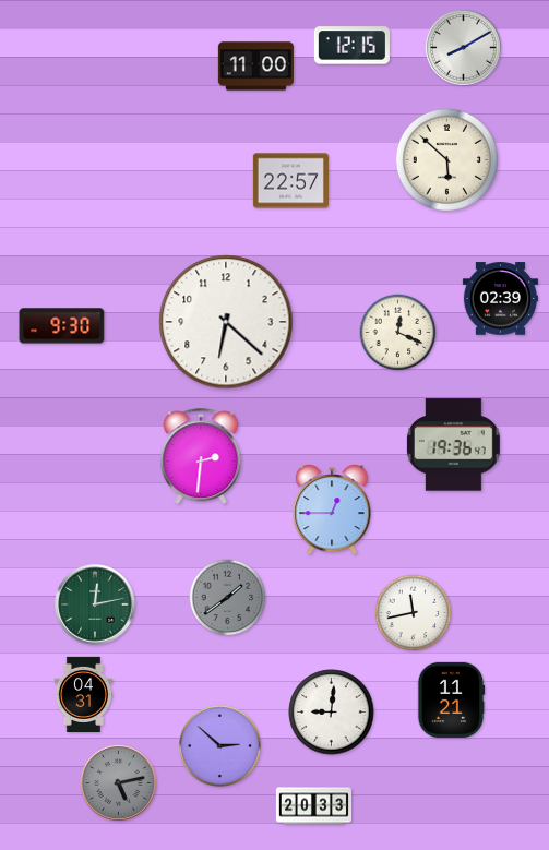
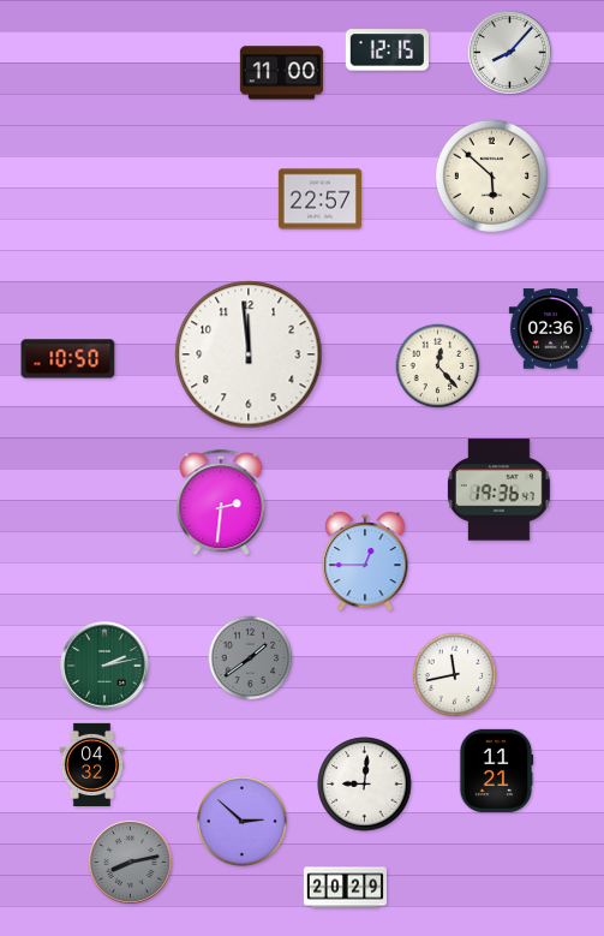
clock at (463, 47): 8:10 -> 8:07
clock at (500, 299): 02:39 -> 02:36
clock at (226, 322): 6:22 -> 11:59
clock at (62, 326): 9:30 -> 10:50
clock at (398, 333): 12:19 -> 12:23
clock at (95, 604): 12:13 -> 2:13
clock at (84, 694): 04:31 -> 04:32
clock at (118, 782): 5:13 -> 8:13
clock at (313, 806): 20:33 -> 20:29
